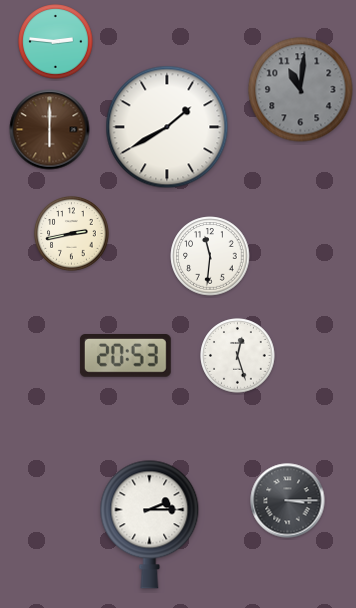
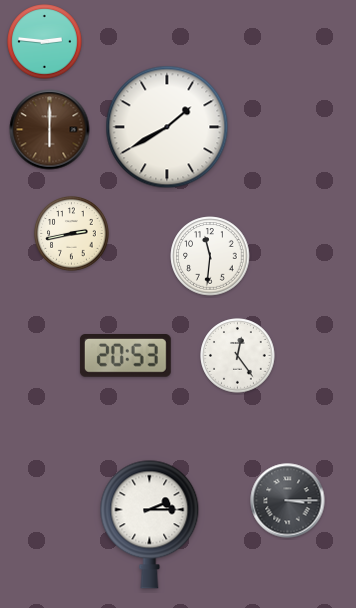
clock at (56, 42) position: (56, 42) -> (45, 42)
clock at (301, 90): 11:01 -> none
clock at (238, 356): 12:27 -> 12:24
